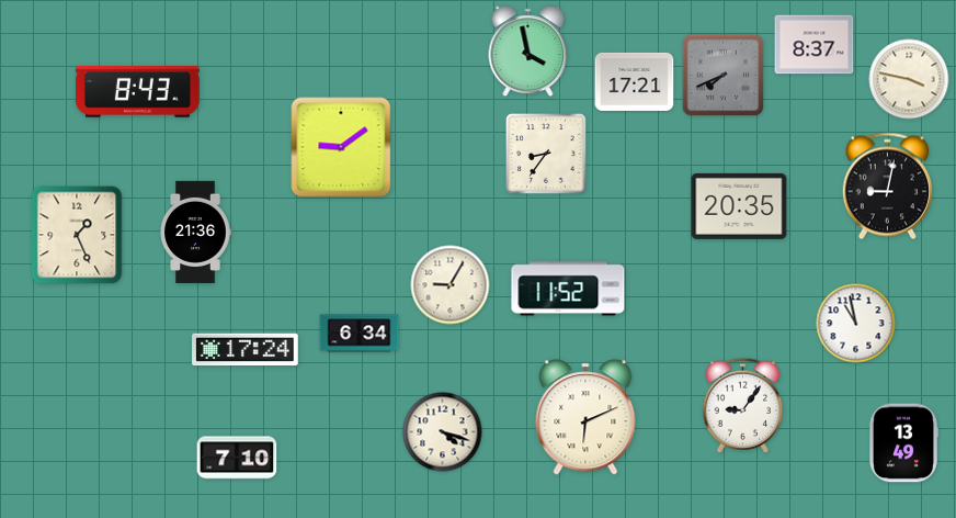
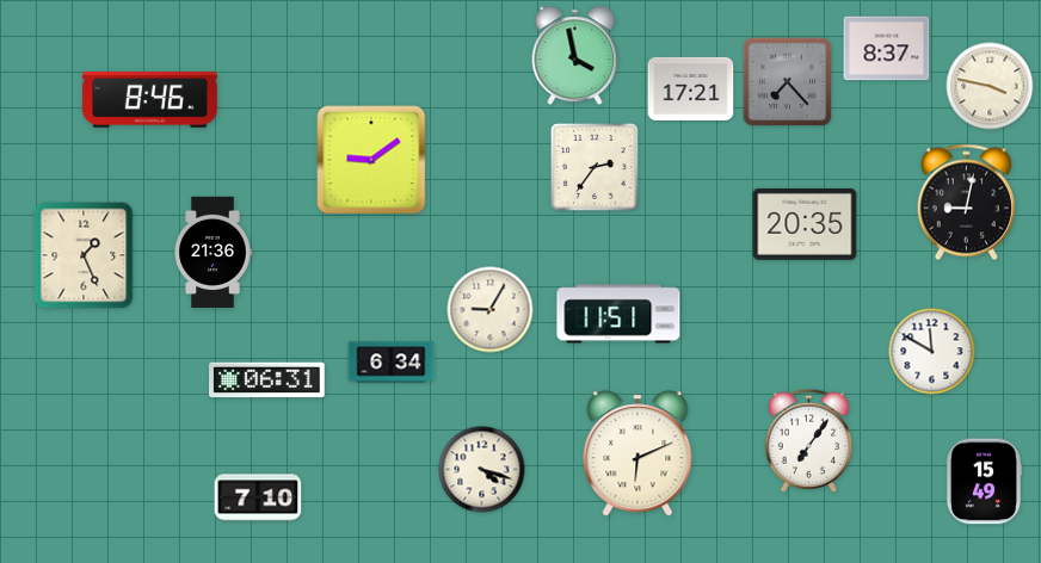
clock at (724, 76): 7:41 -> 7:23
clock at (137, 92): 8:43 -> 8:46
clock at (547, 155): 8:36 -> 2:36
clock at (568, 289): 11:52 -> 11:51
clock at (856, 324): 10:58 -> 11:50
clock at (246, 350): 17:24 -> 06:31
clock at (743, 405): 9:06 -> 7:06
clock at (902, 443): 13:49 -> 15:49
